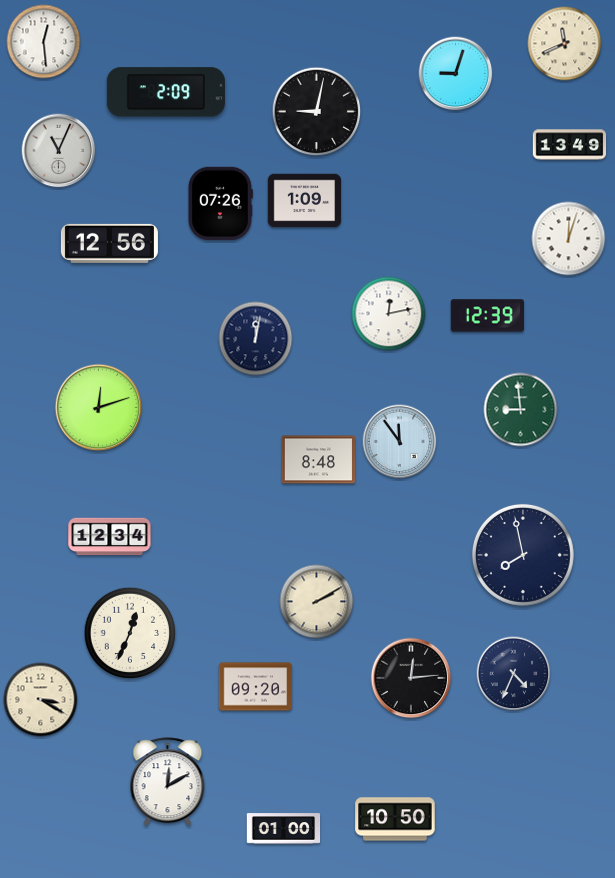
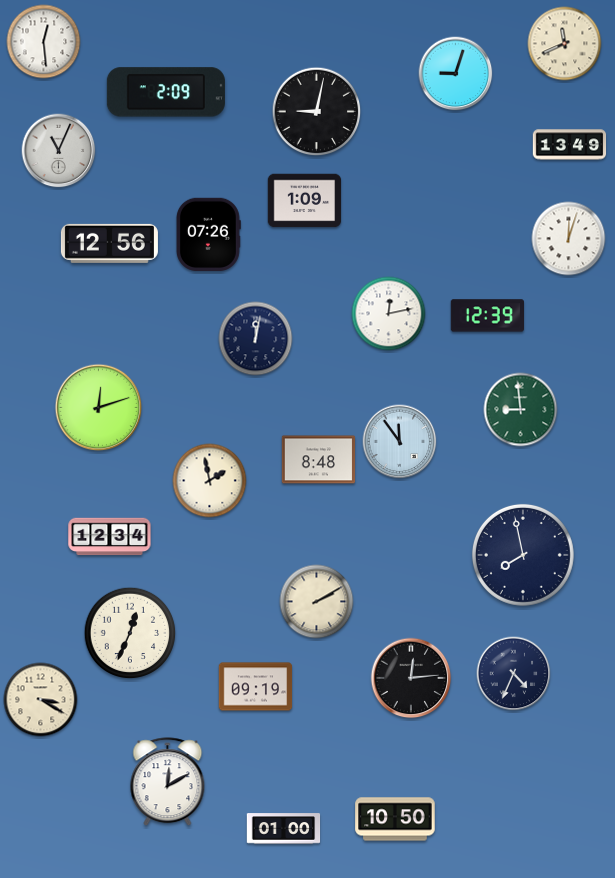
clock at (220, 203) position: (220, 203) -> (208, 234)
clock at (210, 481): none -> 1:58
clock at (256, 687): 09:20 -> 09:19
